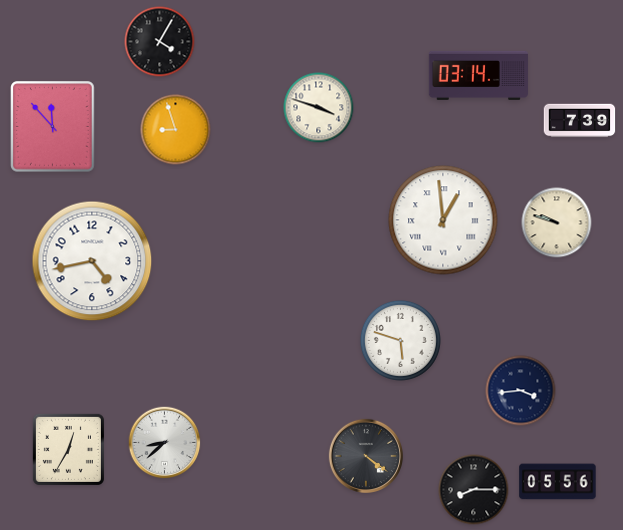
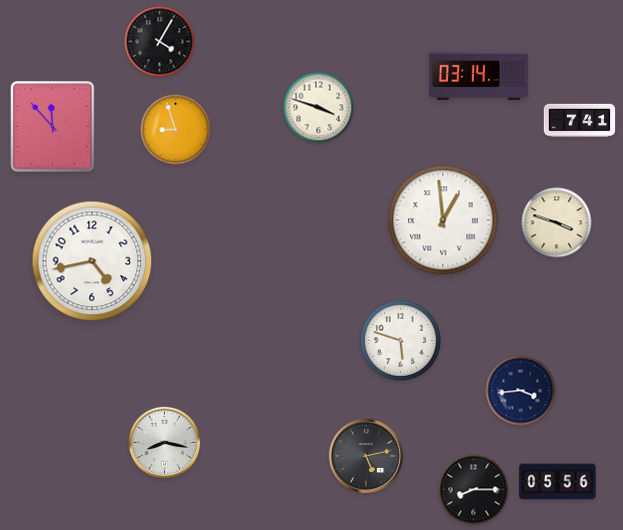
clock at (580, 121): 7:39 -> 7:41
clock at (557, 223): 9:48 -> 3:48
clock at (165, 443): 8:38 -> 8:17
clock at (68, 449): 12:35 -> none
clock at (365, 455): 4:21 -> 5:13
